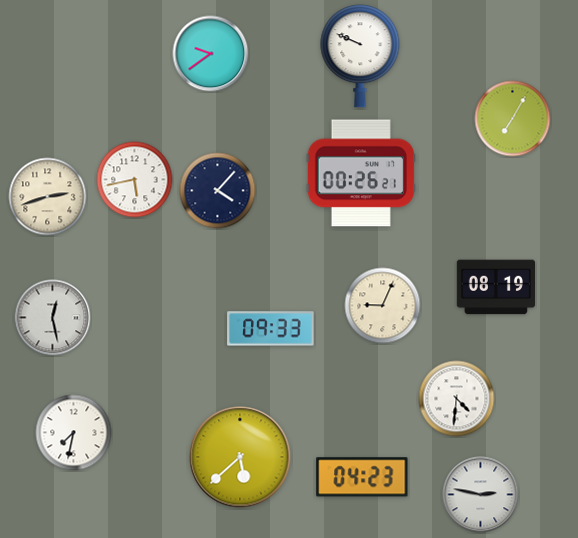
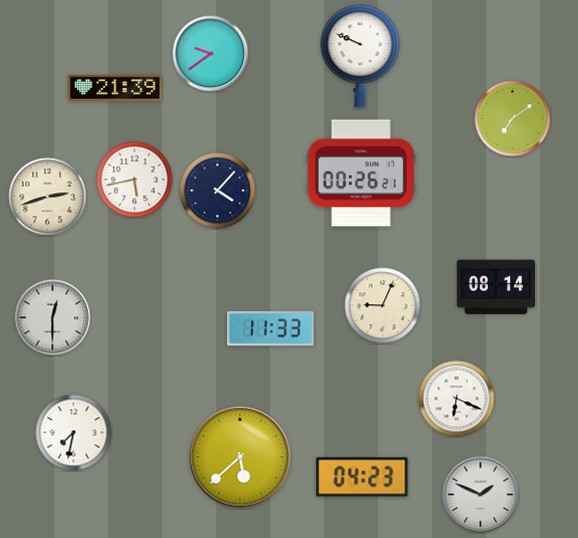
clock at (115, 88): none -> 21:39
clock at (513, 119): 7:05 -> 7:09
clock at (495, 287): 08:19 -> 08:14
clock at (53, 318): 12:28 -> 12:30
clock at (271, 329): 09:33 -> 11:33
clock at (457, 399): 4:31 -> 6:19
clock at (481, 495): 2:47 -> 1:49
